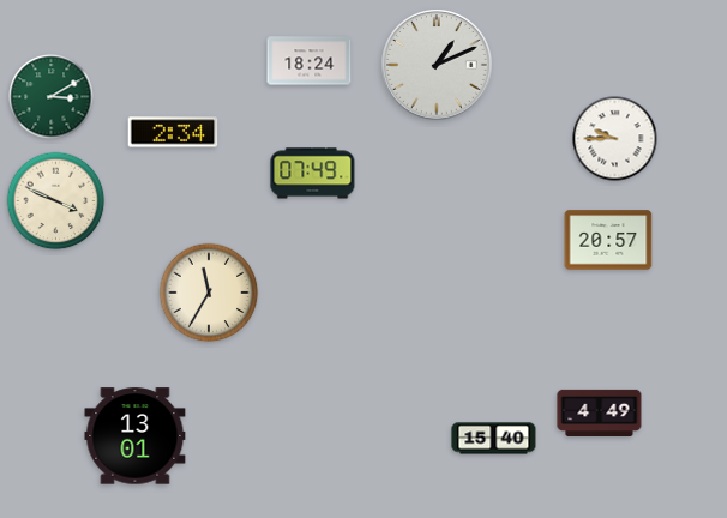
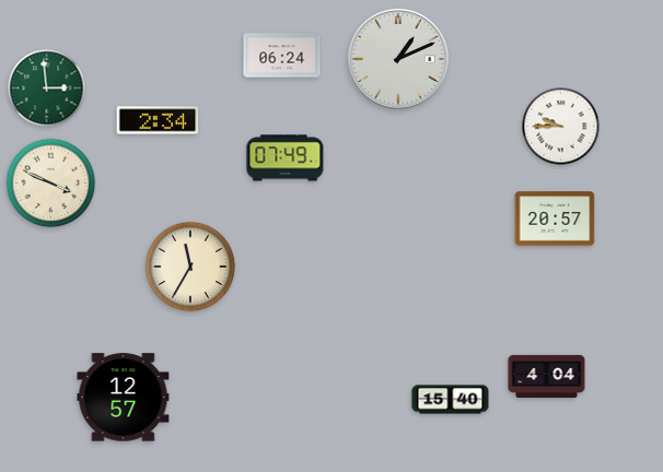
clock at (310, 61): 18:24 -> 06:24
clock at (52, 97): 3:10 -> 2:59
clock at (600, 414): 4:49 -> 4:04
clock at (136, 436): 13:01 -> 12:57
